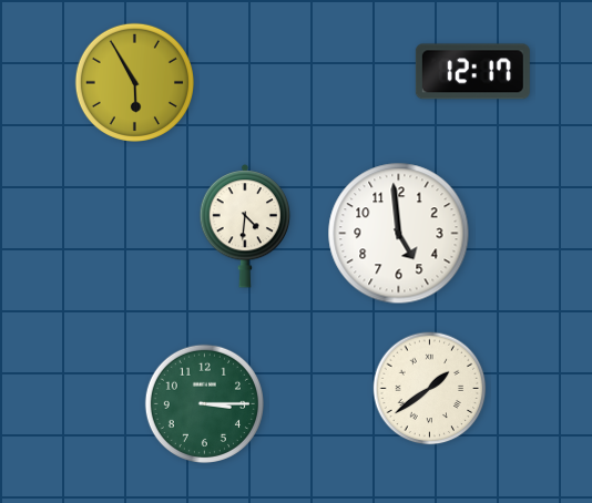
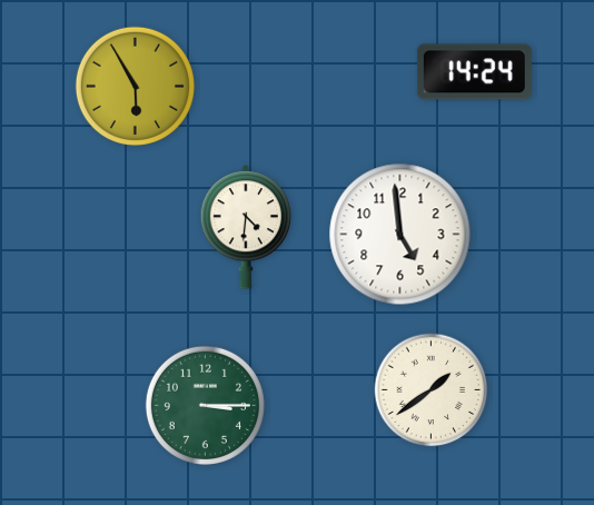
clock at (472, 72): 12:17 -> 14:24
clock at (134, 82) position: (134, 82) -> (135, 86)
